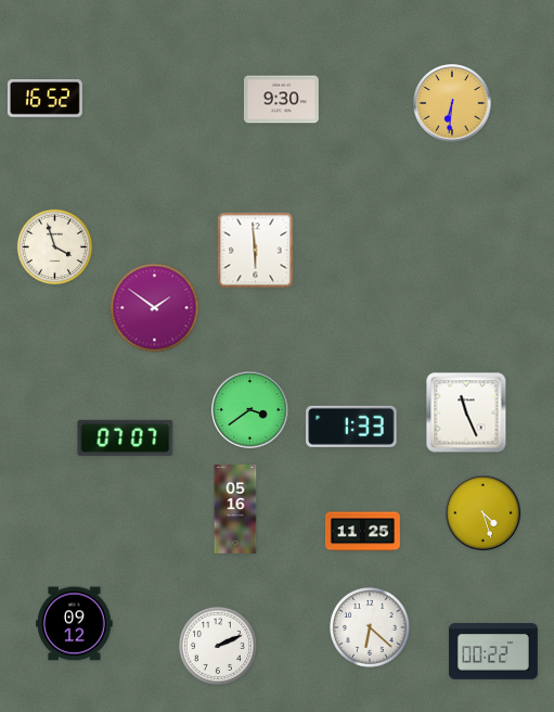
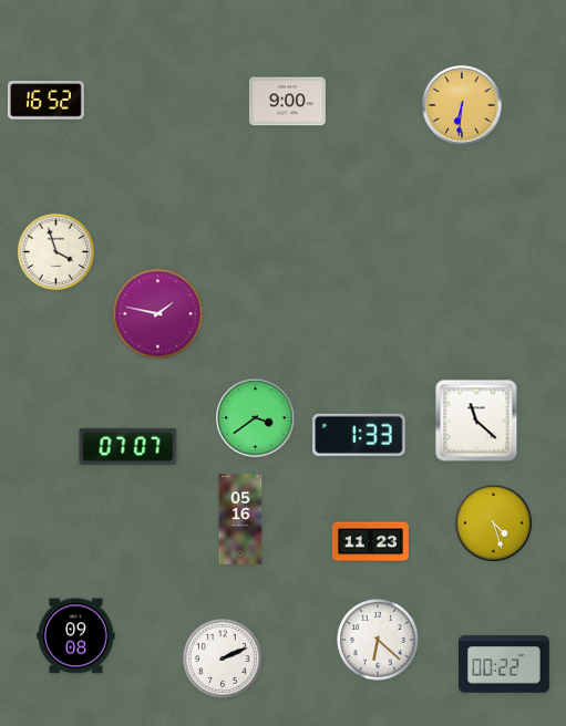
clock at (281, 100): 9:30 -> 9:00
clock at (256, 251): 5:59 -> none
clock at (155, 308): 1:51 -> 1:47
clock at (466, 412): 11:26 -> 11:22
clock at (362, 532): 11:25 -> 11:23
clock at (75, 624): 09:12 -> 09:08
